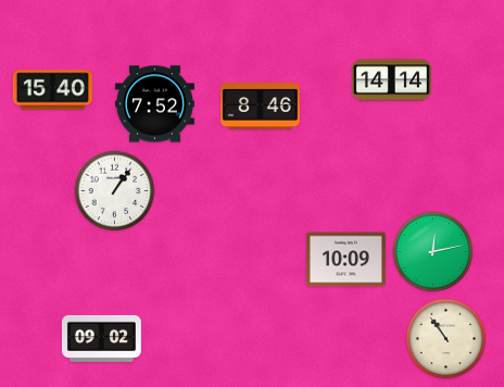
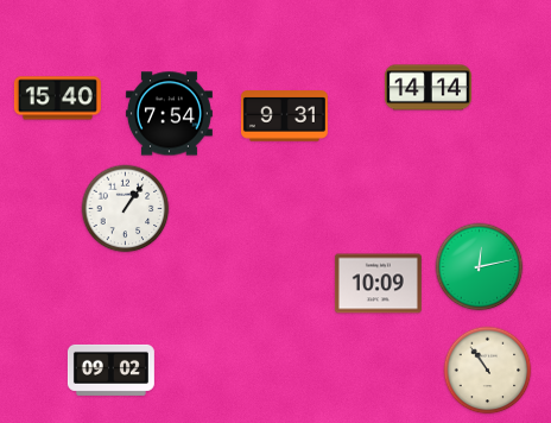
clock at (154, 104): 7:52 -> 7:54
clock at (260, 107): 8:46 -> 9:31
clock at (433, 252) position: (433, 252) -> (480, 267)
